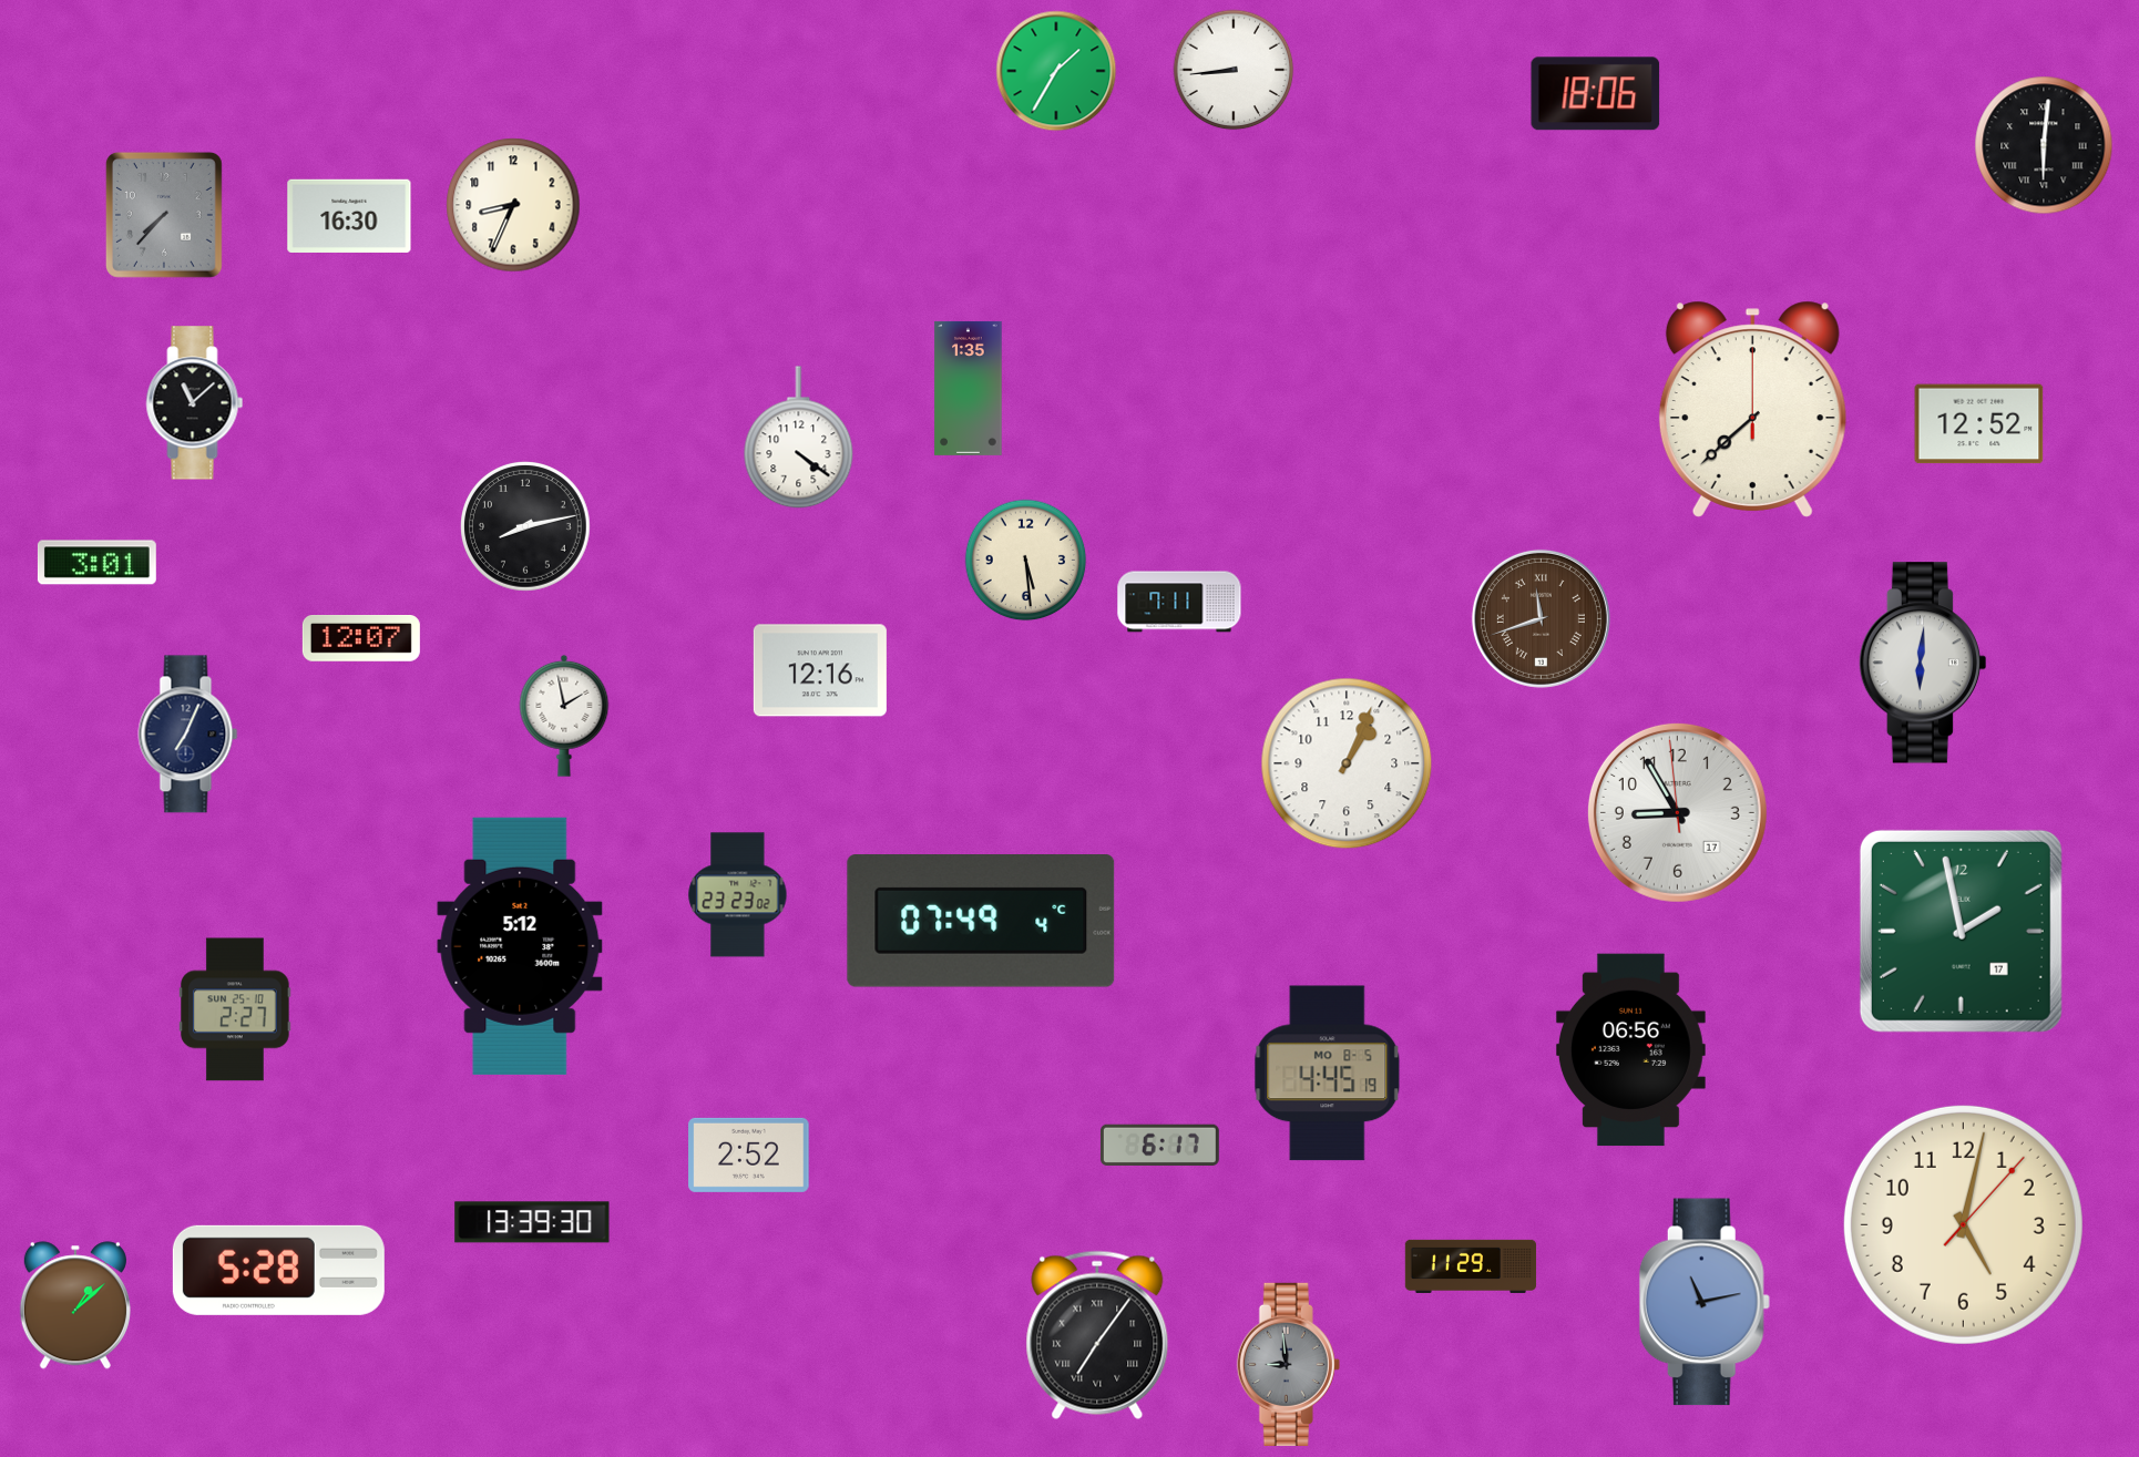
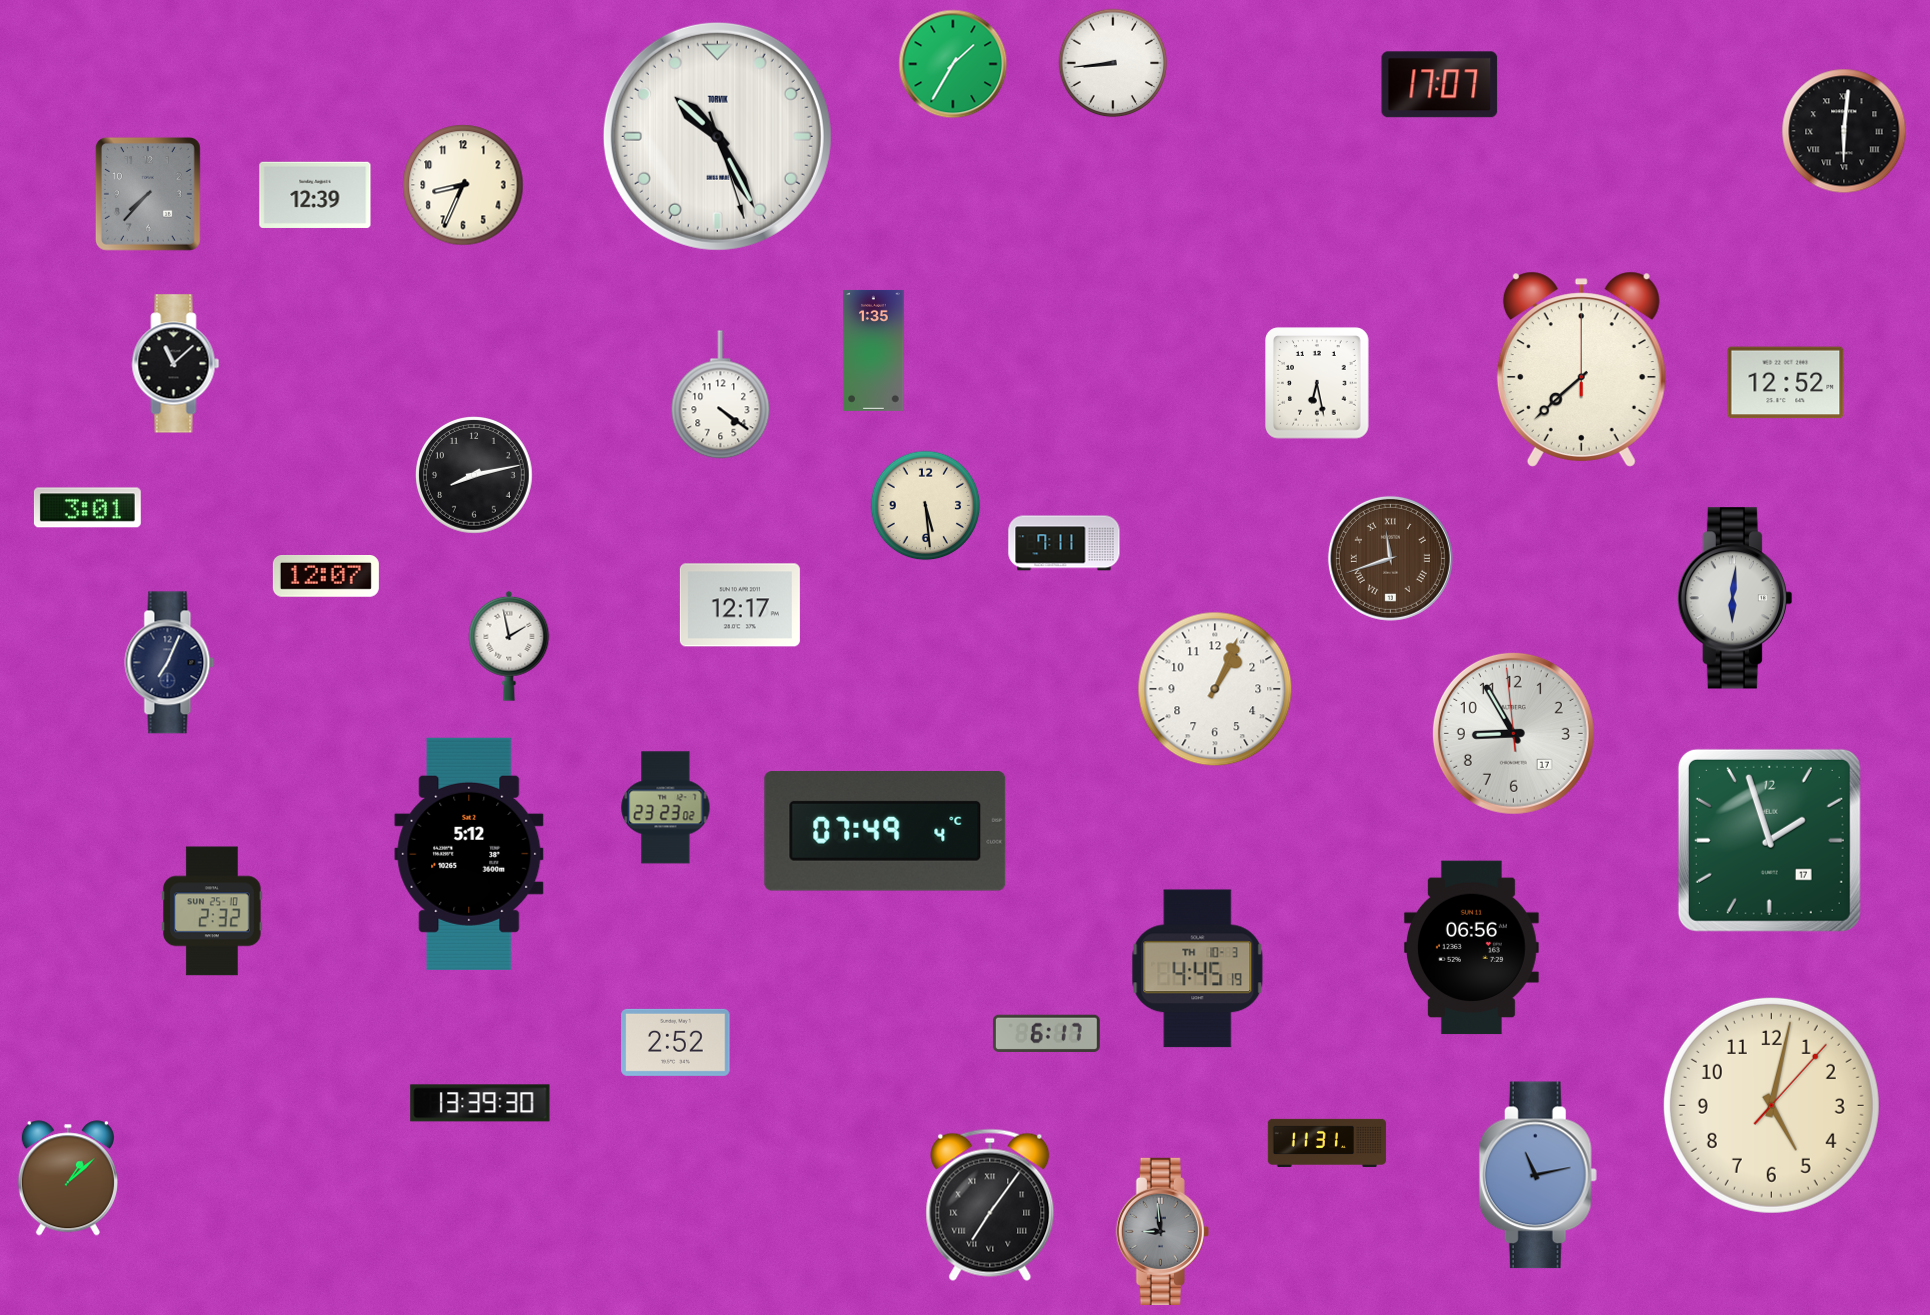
clock at (1596, 94): 18:06 -> 17:07
clock at (717, 136): none -> 10:25
clock at (349, 216): 16:30 -> 12:39
clock at (1317, 383): none -> 6:28
clock at (820, 670): 12:16 -> 12:17
clock at (1961, 931): 1:58 -> 1:57
clock at (236, 1009): 2:27 -> 2:32
clock at (1328, 1074) date: MO 8-5 -> TH 10-3
clock at (1471, 1266): 11:29 -> 11:31
clock at (278, 1270): 5:28 -> none
